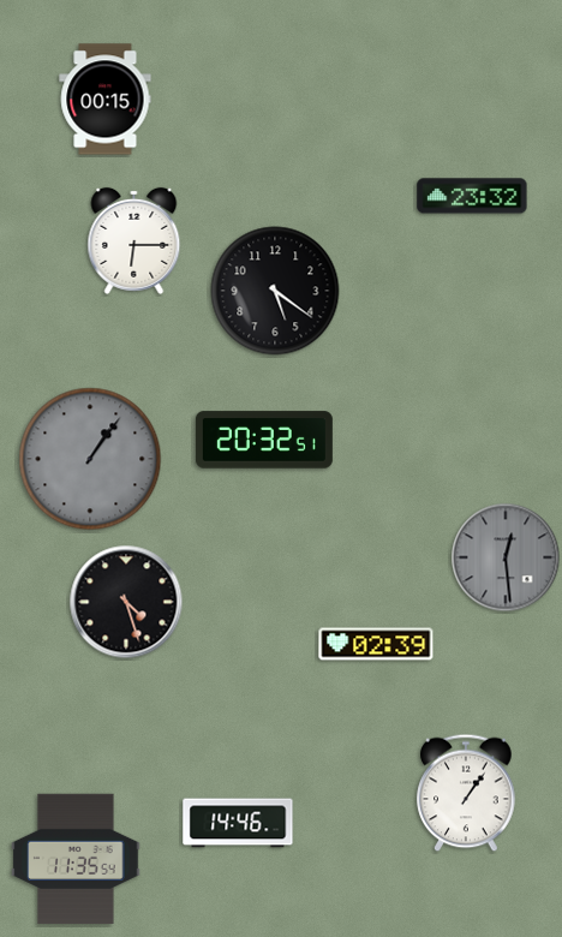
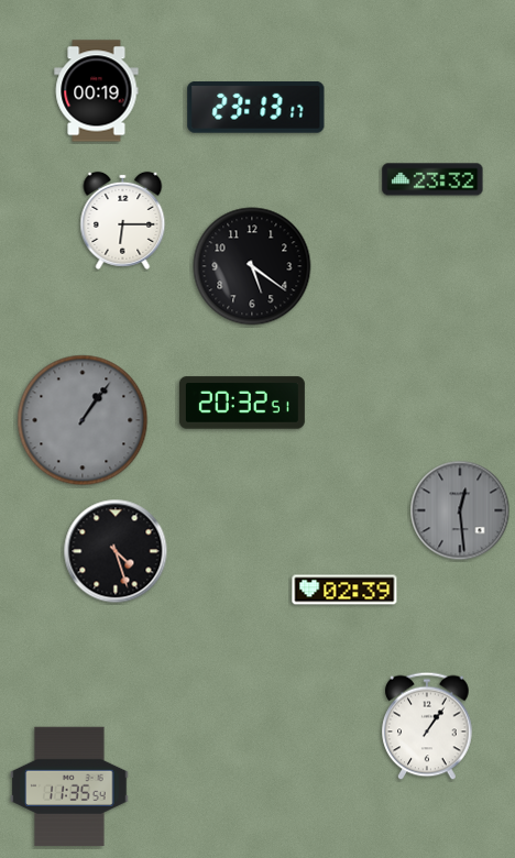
clock at (106, 100): 00:15 -> 00:19
clock at (256, 108): none -> 23:13
clock at (506, 557) position: (506, 557) -> (460, 510)
clock at (238, 823): 14:46 -> none
